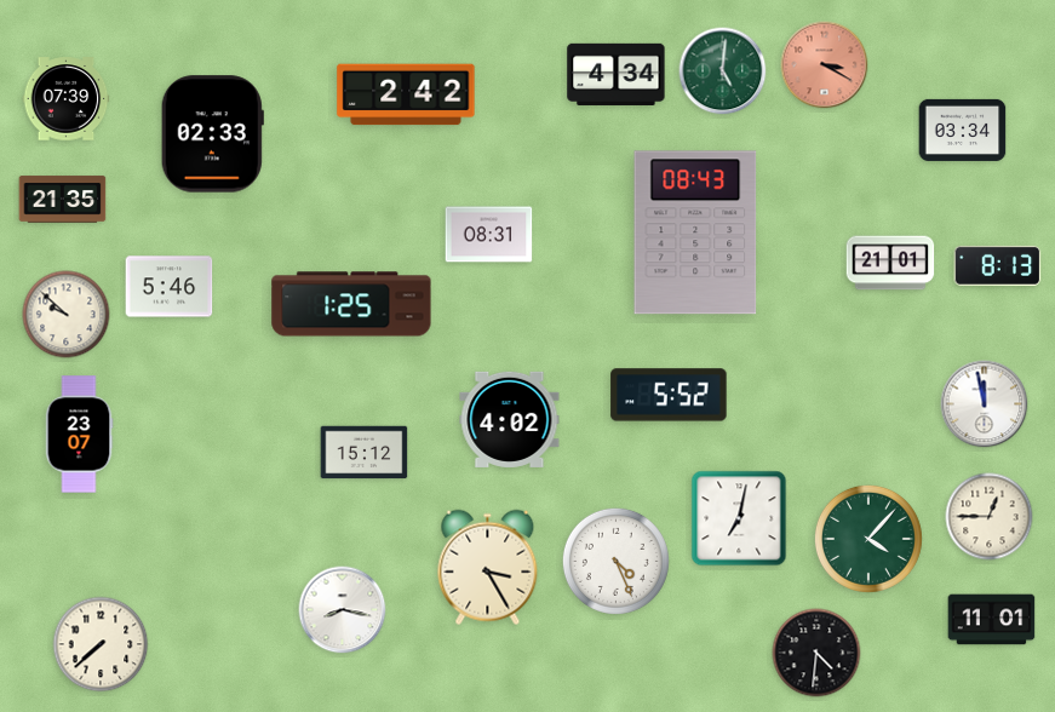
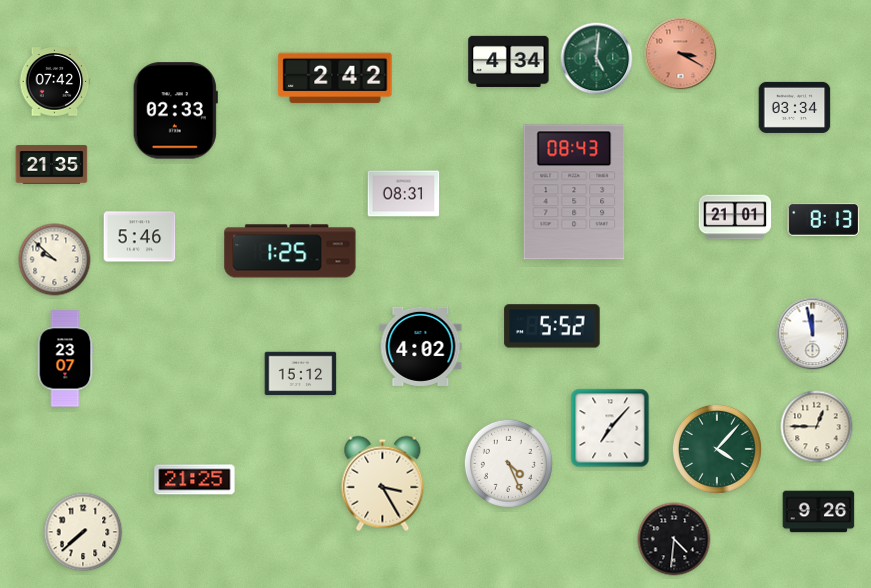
clock at (67, 99): 07:39 -> 07:42
clock at (739, 518): 7:02 -> 7:07
clock at (868, 539) position: (868, 539) -> (717, 449)
clock at (488, 568) position: (488, 568) -> (383, 484)
clock at (195, 480): none -> 21:25
clock at (343, 610): 8:17 -> none
clock at (992, 620): 11:01 -> 9:26
